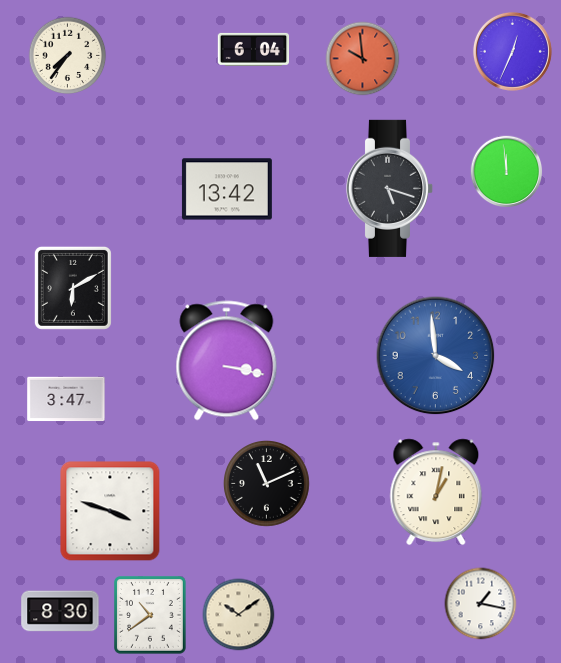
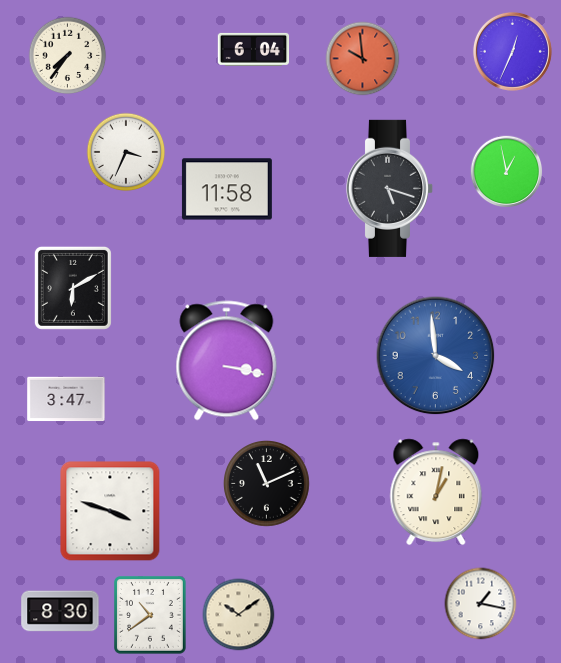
clock at (126, 152): none -> 3:34
clock at (507, 172): 11:59 -> 12:58
clock at (227, 189): 13:42 -> 11:58
